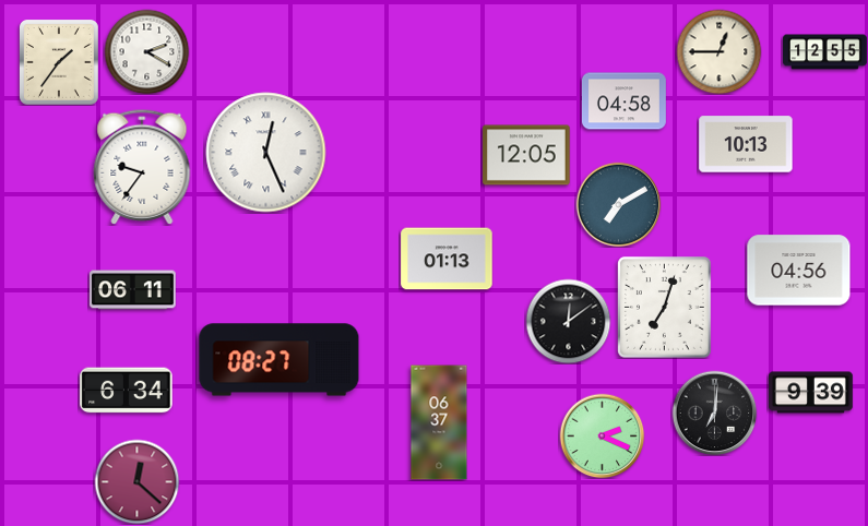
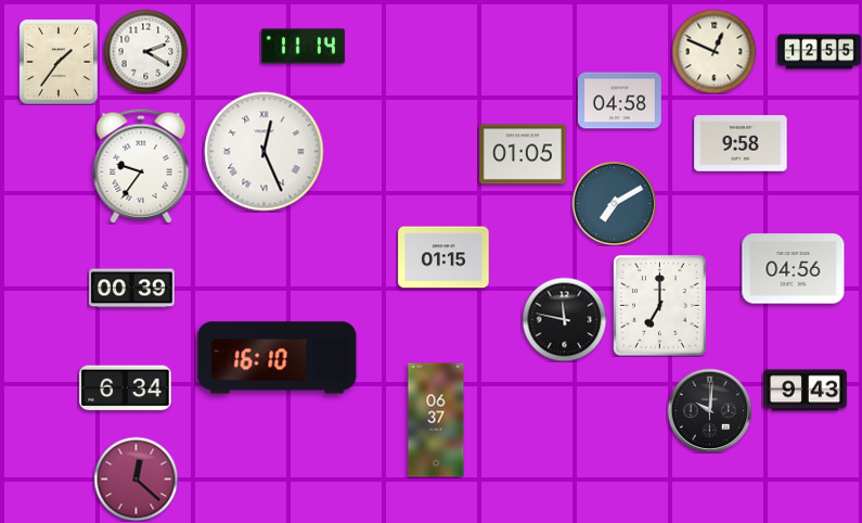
clock at (303, 47): none -> 11:14
clock at (718, 51): 12:45 -> 12:49
clock at (746, 144): 10:13 -> 9:58
clock at (526, 155): 12:05 -> 01:05
clock at (447, 259): 01:13 -> 01:15
clock at (133, 290): 06:11 -> 00:39
clock at (665, 308): 7:03 -> 7:00
clock at (568, 321): 12:09 -> 11:47
clock at (280, 360): 08:27 -> 16:10
clock at (811, 393): 9:39 -> 9:43
clock at (714, 413): 7:01 -> 10:01
clock at (602, 435): 2:19 -> none
